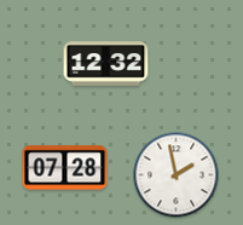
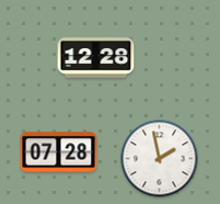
clock at (106, 64): 12:32 -> 12:28
